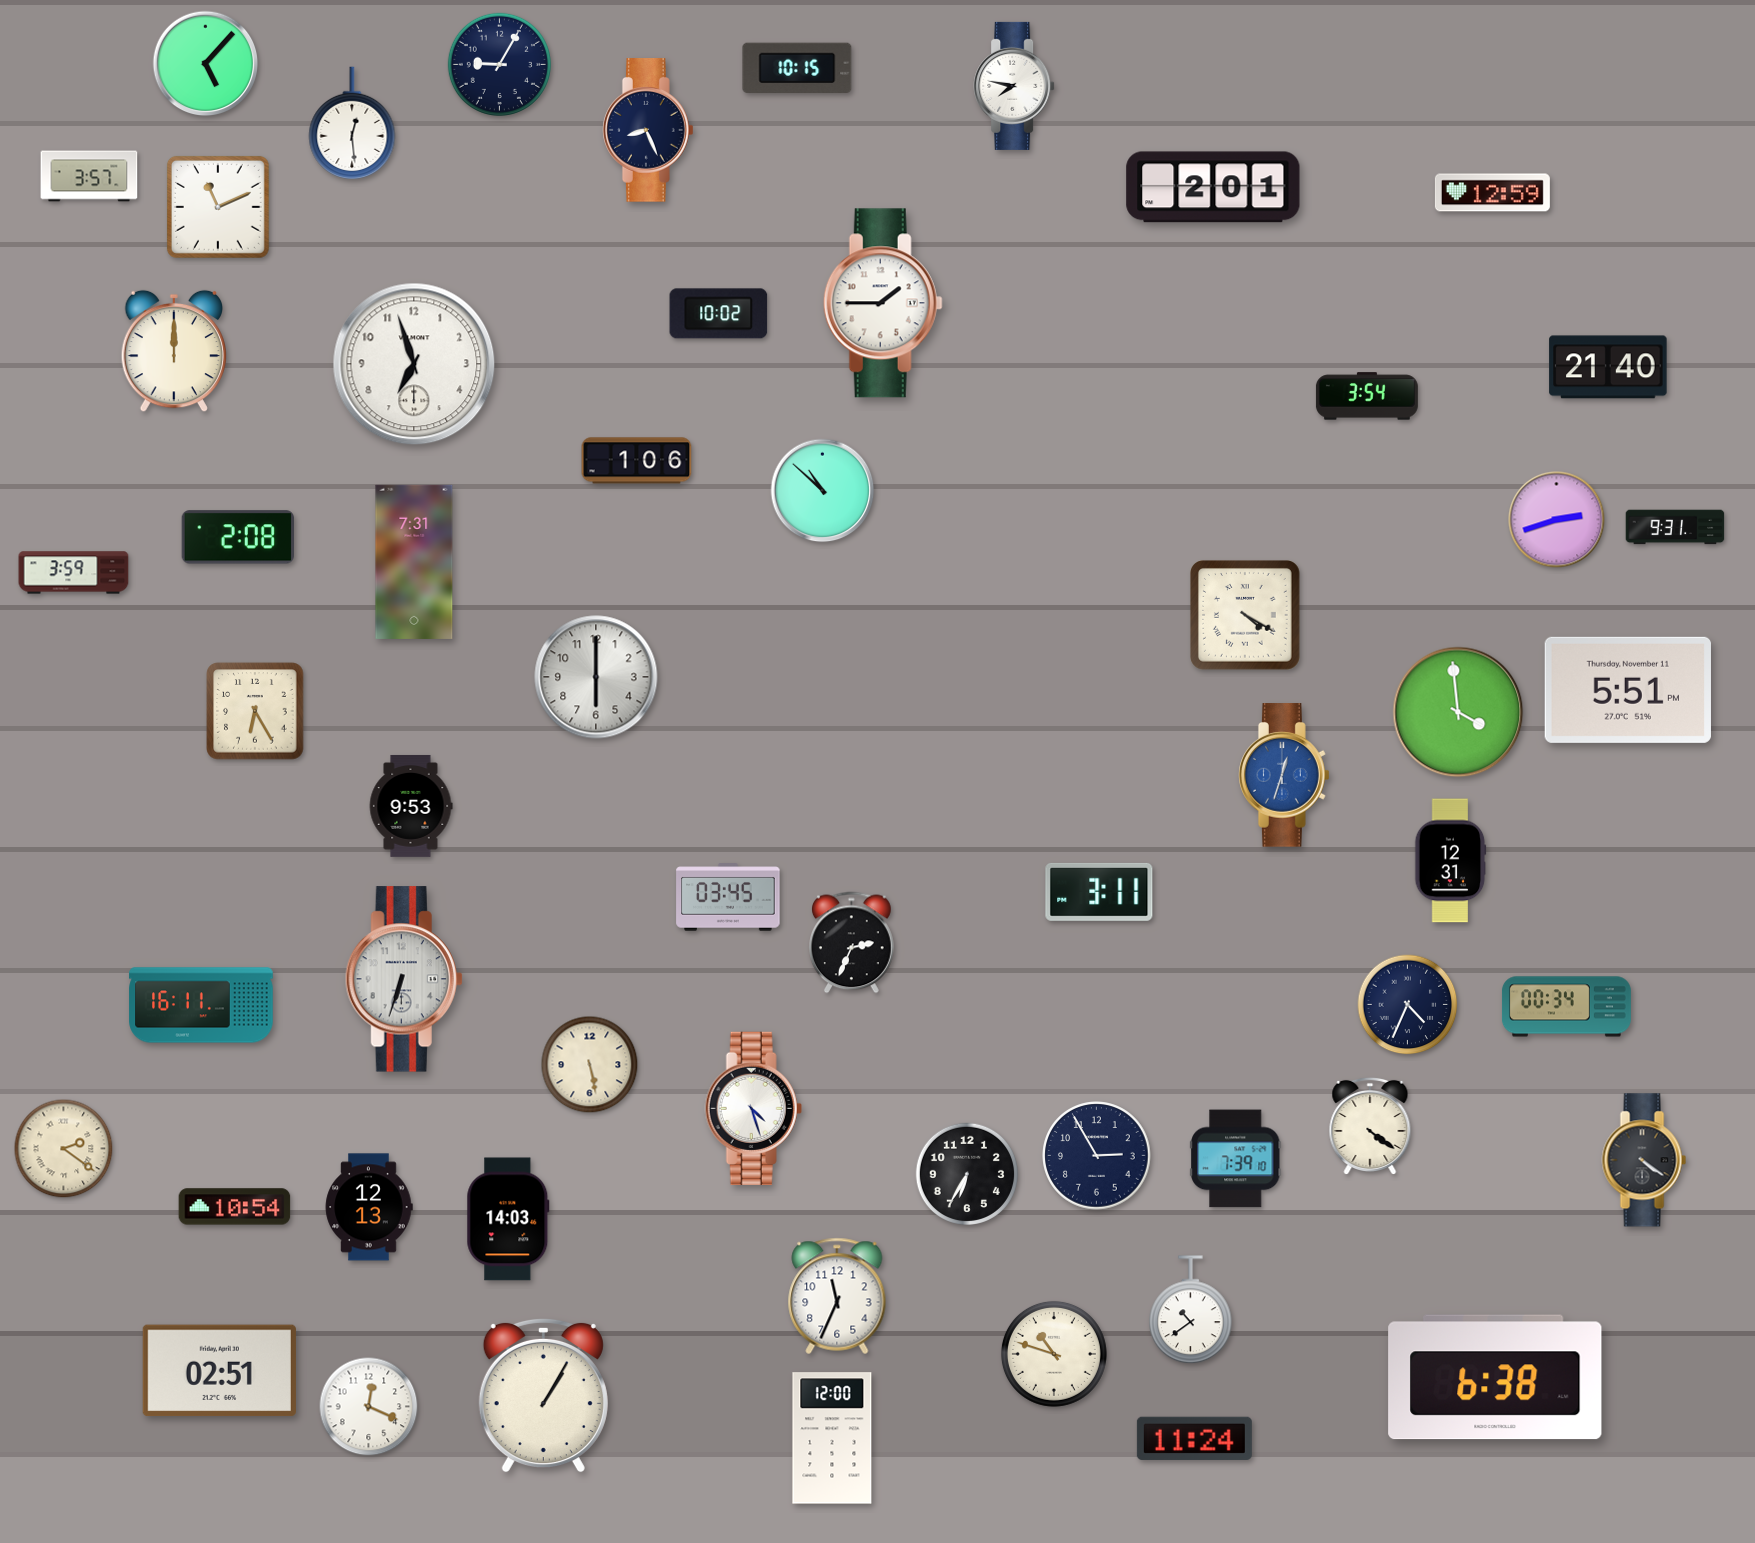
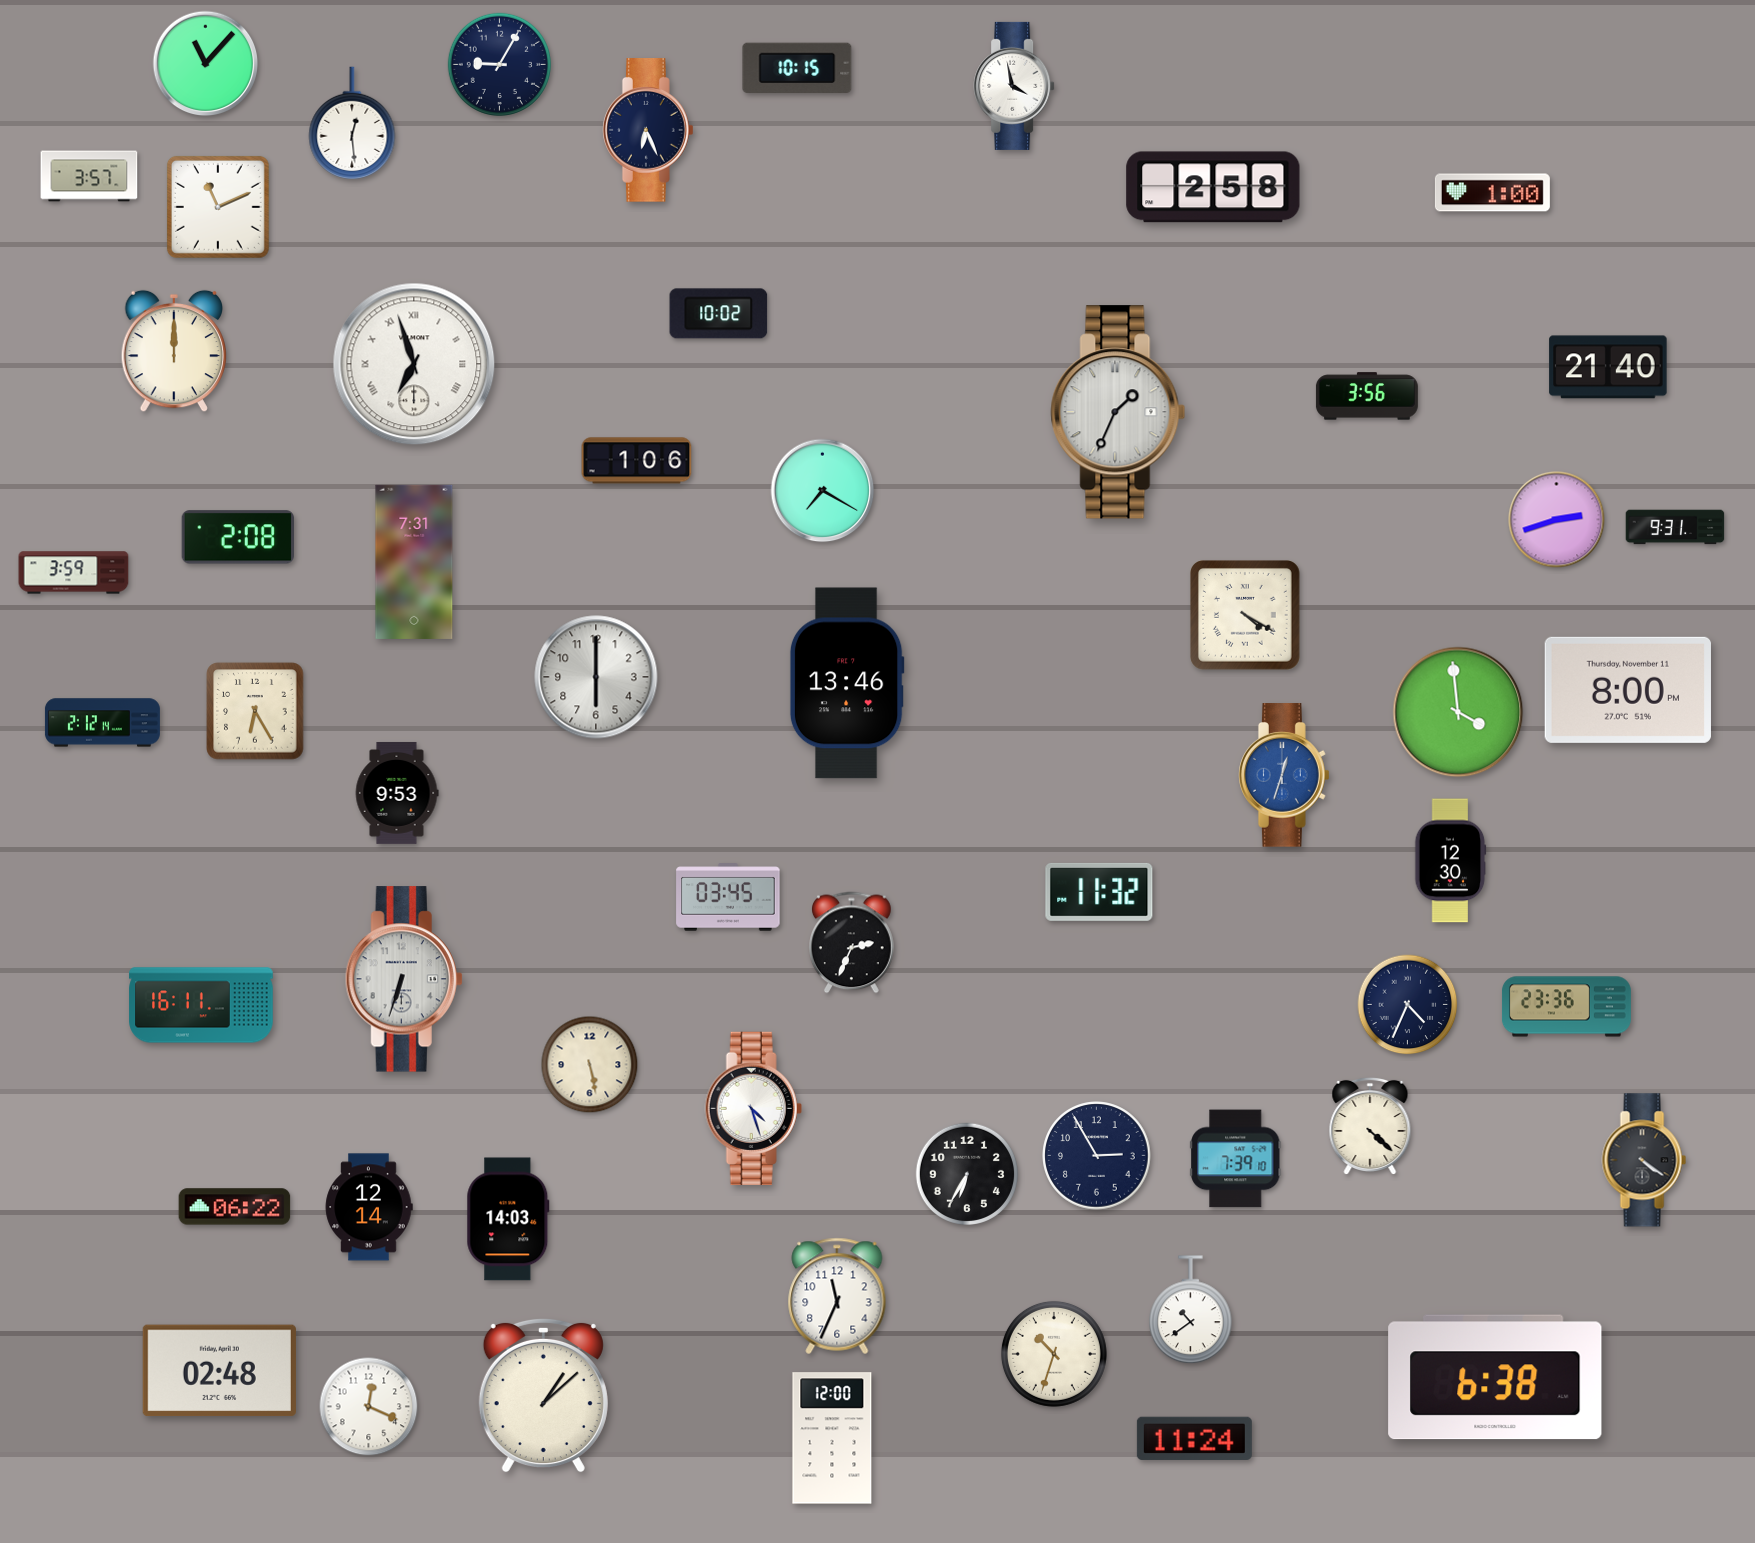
clock at (206, 64): 5:07 -> 11:07
clock at (1014, 86): 7:47 -> 3:58
clock at (649, 130): 8:26 -> 6:26
clock at (1213, 187): 2:01 -> 2:58
clock at (1492, 193): 12:59 -> 1:00
clock at (883, 303): 1:45 -> none
clock at (414, 364) numerals: Arabic -> Roman
clock at (1367, 396): 3:54 -> 3:56
clock at (1118, 412): none -> 1:34
clock at (823, 491): 10:52 -> 7:20
clock at (847, 683): none -> 13:46
clock at (1628, 690): 5:51 -> 8:00
clock at (102, 723): none -> 2:12
clock at (411, 806) position: (411, 806) -> (397, 793)
clock at (1451, 861): 12:31 -> 12:30
clock at (1099, 892): 3:11 -> 11:32
clock at (1566, 1007): 00:34 -> 23:36
clock at (1370, 1126): 4:21 -> 4:22
clock at (64, 1149): 2:21 -> none
clock at (235, 1207): 10:54 -> 06:22
clock at (369, 1207): 12:13 -> 12:14
clock at (1054, 1354): 10:48 -> 10:33
clock at (219, 1371): 02:51 -> 02:48
clock at (543, 1395): 1:05 -> 1:08
